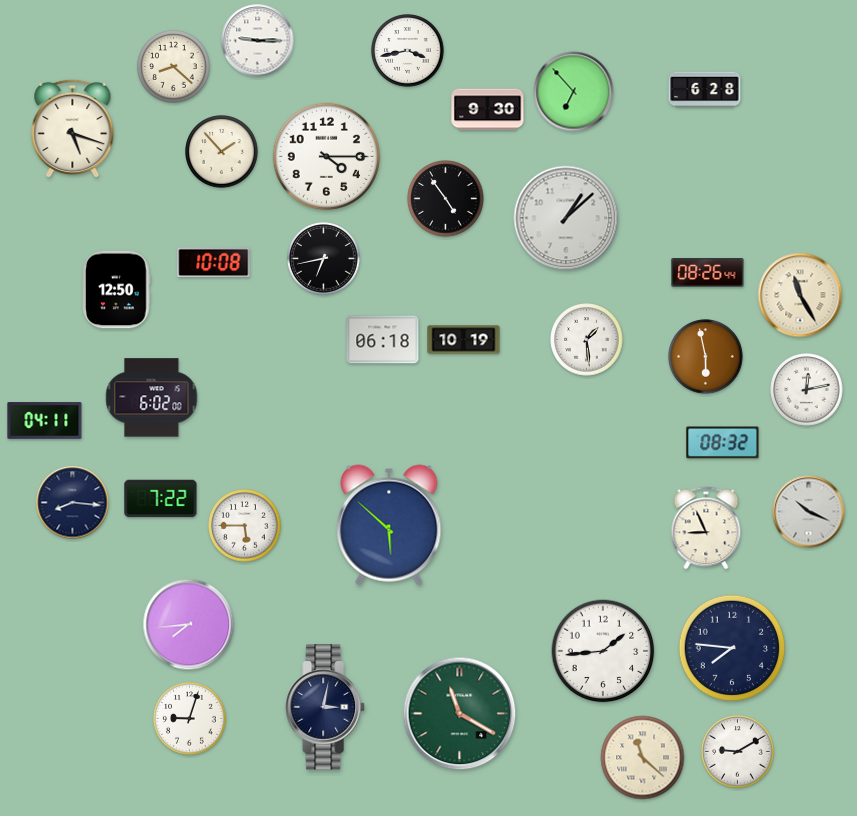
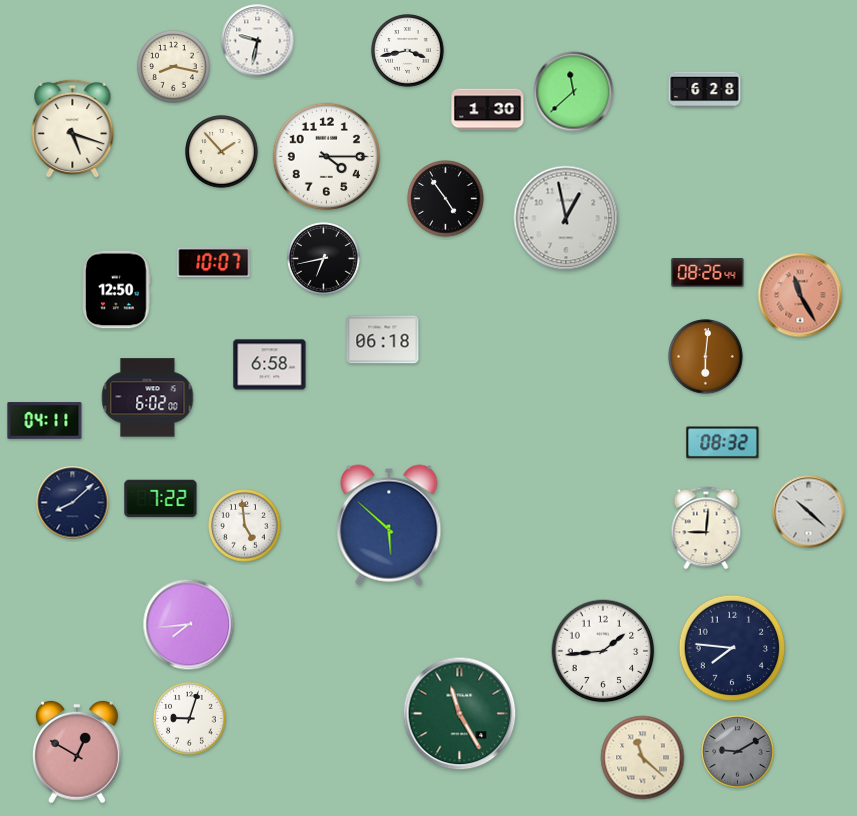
clock at (258, 41): 9:15 -> 9:32
clock at (174, 67): 8:22 -> 8:17
clock at (574, 92): 6:53 -> 11:38
clock at (488, 110): 9:30 -> 1:30
clock at (566, 218): 1:08 -> 12:58
clock at (214, 263): 10:08 -> 10:07
clock at (800, 295) dial: cream -> salmon
clock at (464, 340): 10:19 -> none
clock at (587, 340): 1:29 -> none
clock at (706, 357): 5:58 -> 6:01
clock at (270, 365): none -> 6:58
clock at (807, 390): 12:13 -> none
clock at (152, 398) position: (152, 398) -> (148, 398)
clock at (73, 503): 8:16 -> 8:08
clock at (809, 512): 10:19 -> 10:22
clock at (245, 526): 5:45 -> 4:59
clock at (706, 528): 8:56 -> 9:01
clock at (325, 707): 3:02 -> none
clock at (460, 714): 11:20 -> 11:25
clock at (77, 752): none -> 12:50
clock at (738, 752) dial: white -> grey
